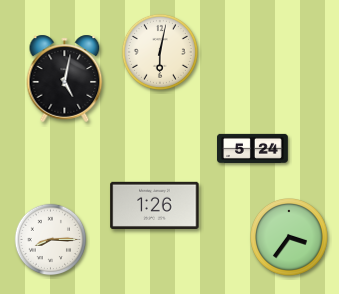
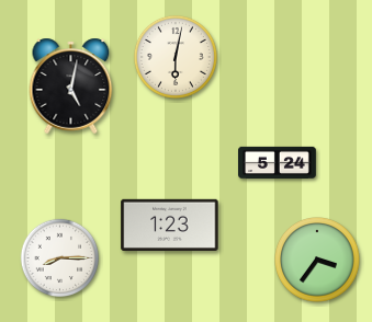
clock at (155, 205): 1:26 -> 1:23
clock at (51, 240) position: (51, 240) -> (60, 258)
